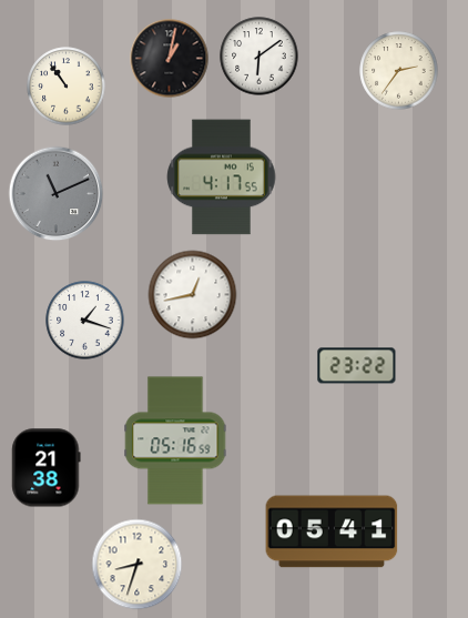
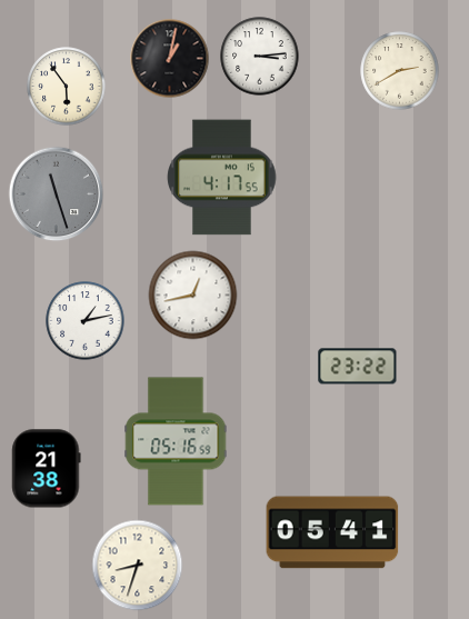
clock at (260, 57): 6:09 -> 3:14
clock at (399, 71): 2:36 -> 2:40
clock at (67, 87): 10:54 -> 5:54
clock at (57, 194): 11:11 -> 11:27
clock at (85, 321): 1:18 -> 1:13
